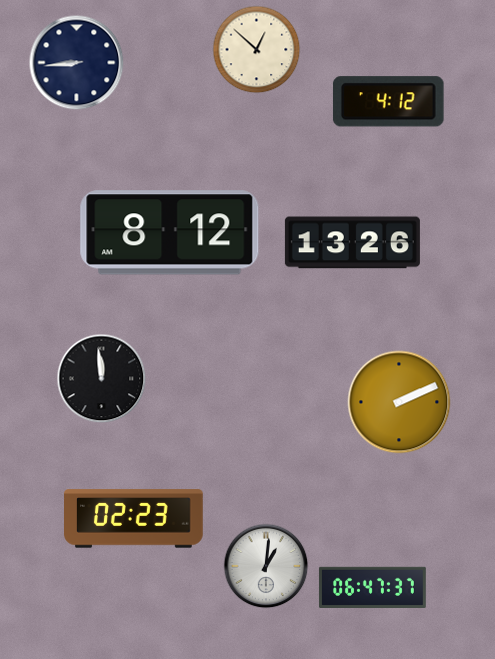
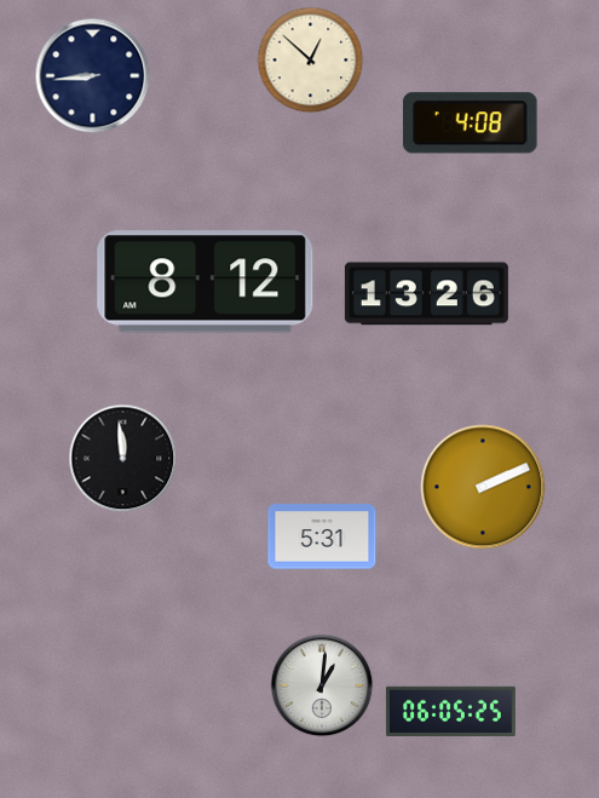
clock at (389, 102): 4:12 -> 4:08
clock at (322, 536): none -> 5:31
clock at (134, 519): 02:23 -> none
clock at (372, 587): 06:47 -> 06:05
